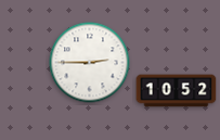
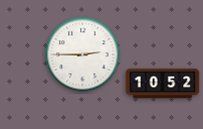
clock at (90, 63) position: (90, 63) -> (83, 55)
